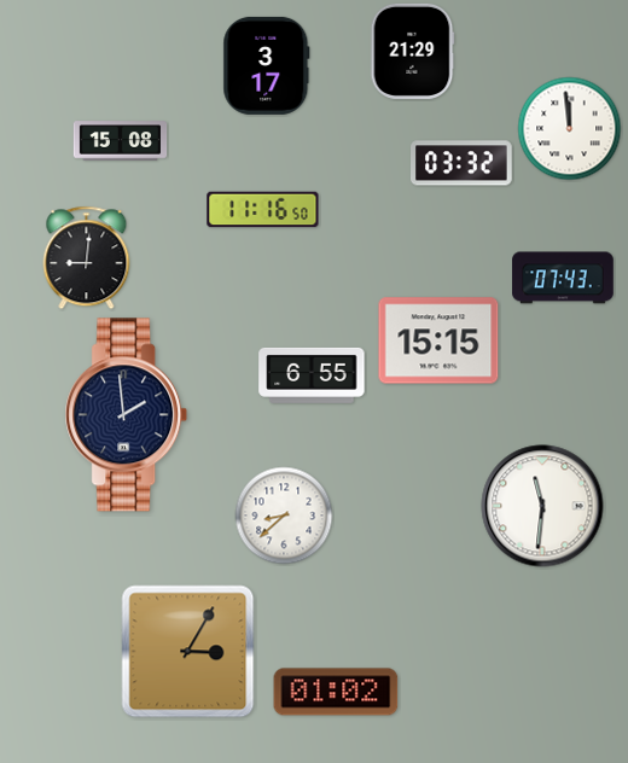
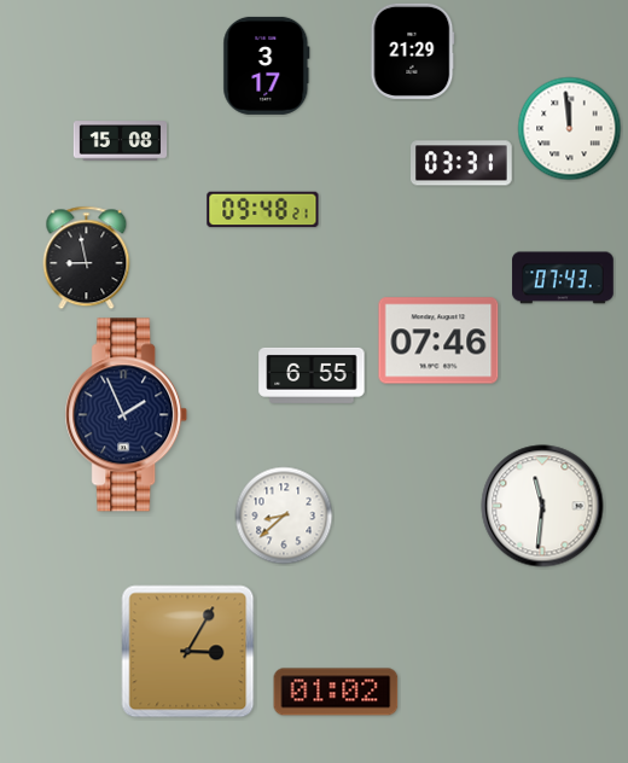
clock at (463, 163): 03:32 -> 03:31
clock at (263, 210): 11:16 -> 09:48
clock at (87, 258): 9:01 -> 8:58
clock at (438, 340): 15:15 -> 07:46
clock at (127, 415): 1:59 -> 1:56
